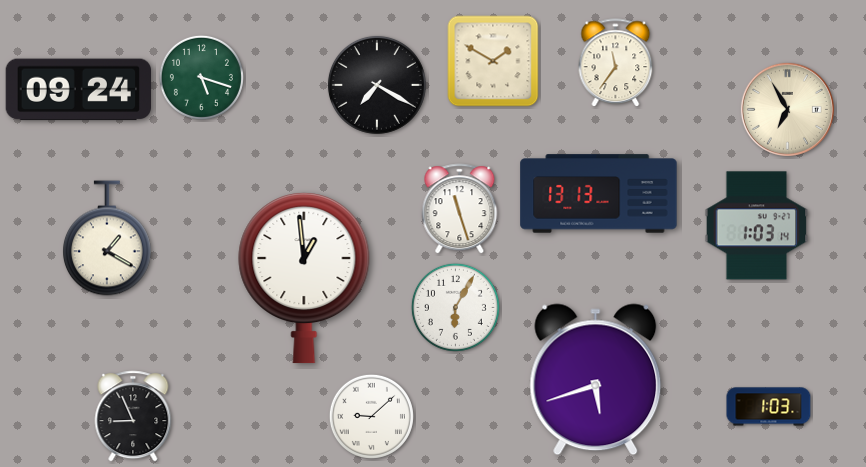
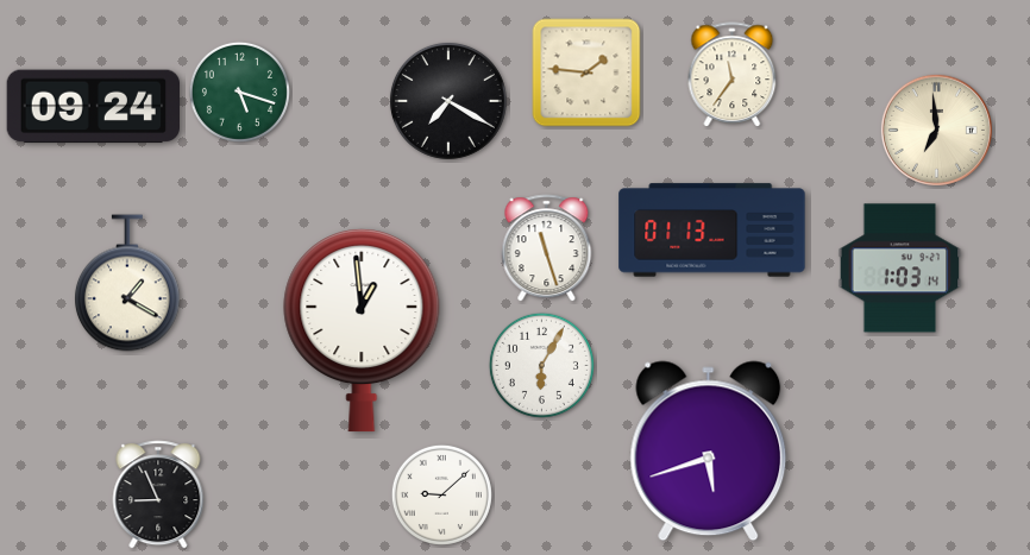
clock at (493, 61): 1:50 -> 1:46
clock at (787, 109): 6:55 -> 6:59
clock at (599, 194): 13:13 -> 01:13
clock at (769, 407): 1:03 -> none
